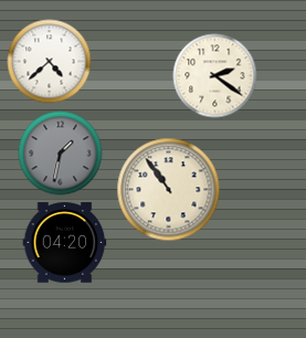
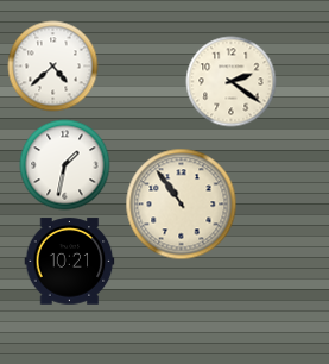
clock at (61, 154) dial: grey -> white
clock at (65, 243): 04:20 -> 10:21
